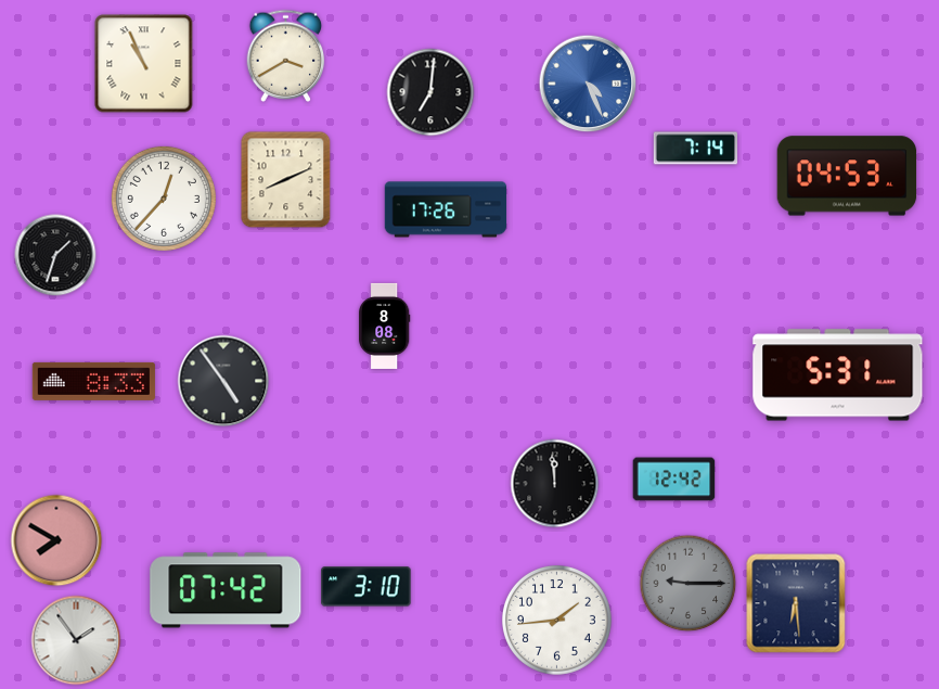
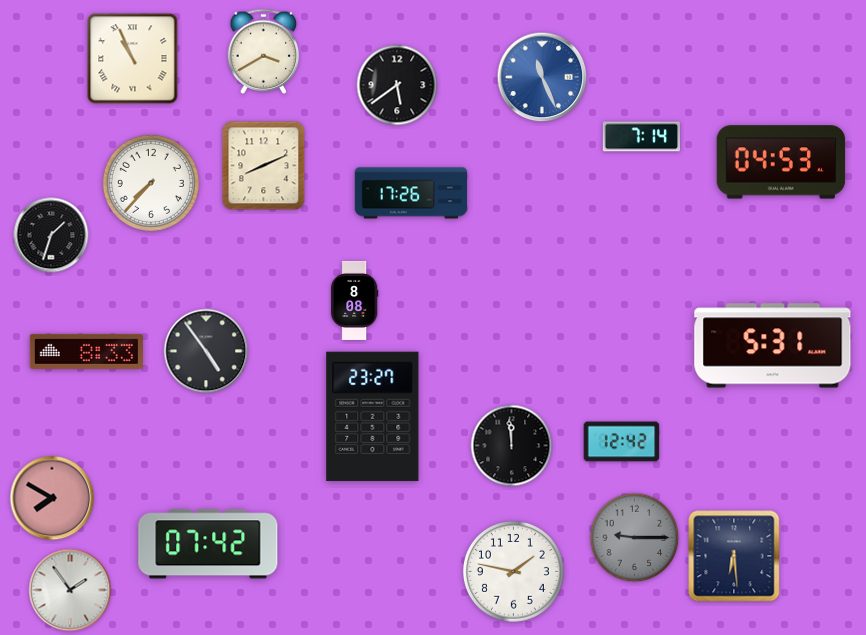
clock at (588, 84): 4:26 -> 11:26
clock at (430, 92): 7:01 -> 5:39
clock at (164, 199): 12:37 -> 7:37
clock at (373, 416): none -> 23:27
clock at (366, 587): 3:10 -> none
clock at (556, 620): 1:44 -> 1:47
